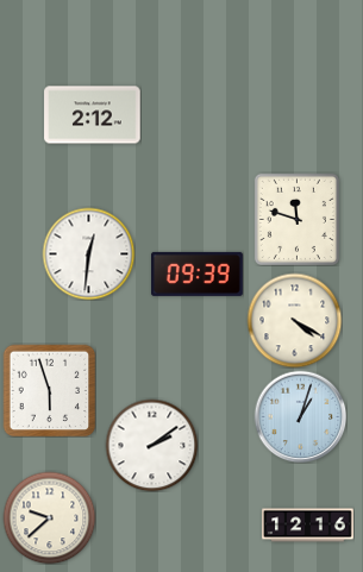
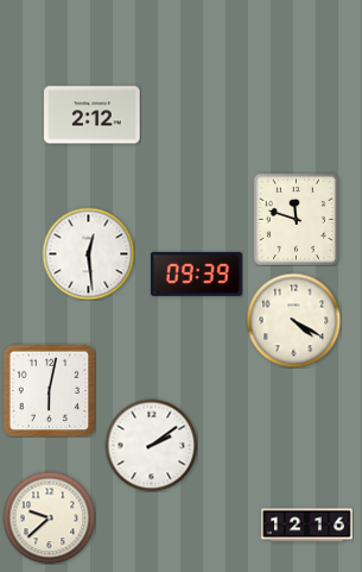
clock at (88, 253): 12:31 -> 12:29
clock at (49, 390): 5:57 -> 6:02
clock at (300, 416): 1:03 -> none
